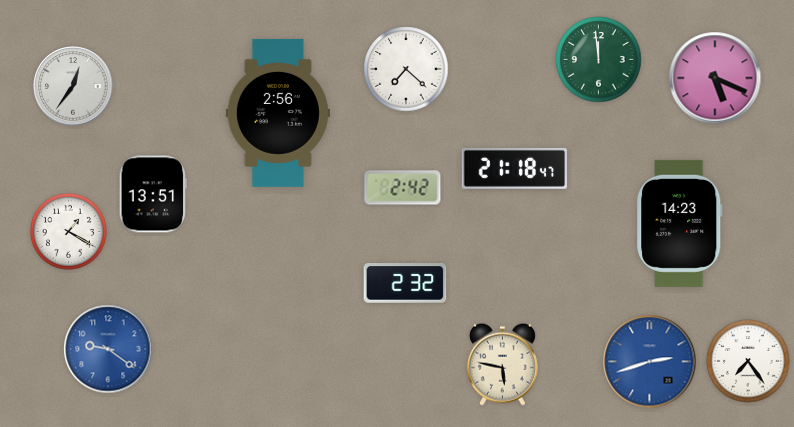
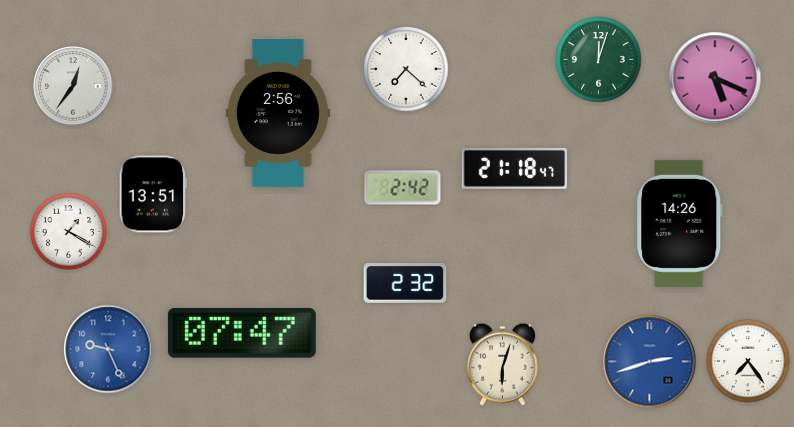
clock at (599, 60): 11:59 -> 12:03
clock at (680, 223): 14:23 -> 14:26
clock at (242, 333): none -> 07:47
clock at (108, 349): 9:21 -> 9:26
clock at (502, 364): 5:47 -> 6:03
